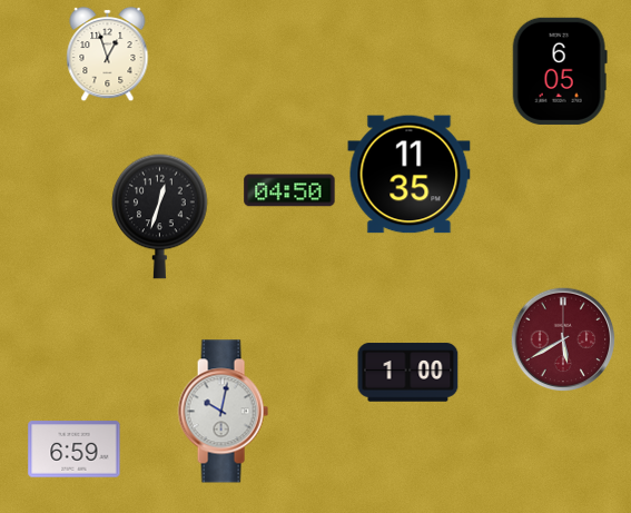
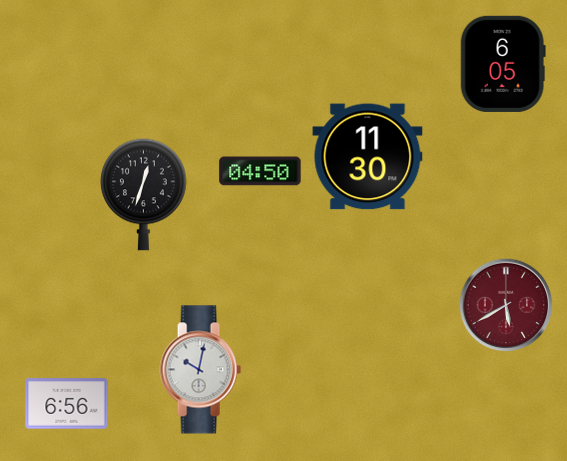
clock at (108, 55): 12:57 -> none
clock at (410, 175): 11:35 -> 11:30
clock at (408, 373): 1:00 -> none
clock at (75, 450): 6:59 -> 6:56
